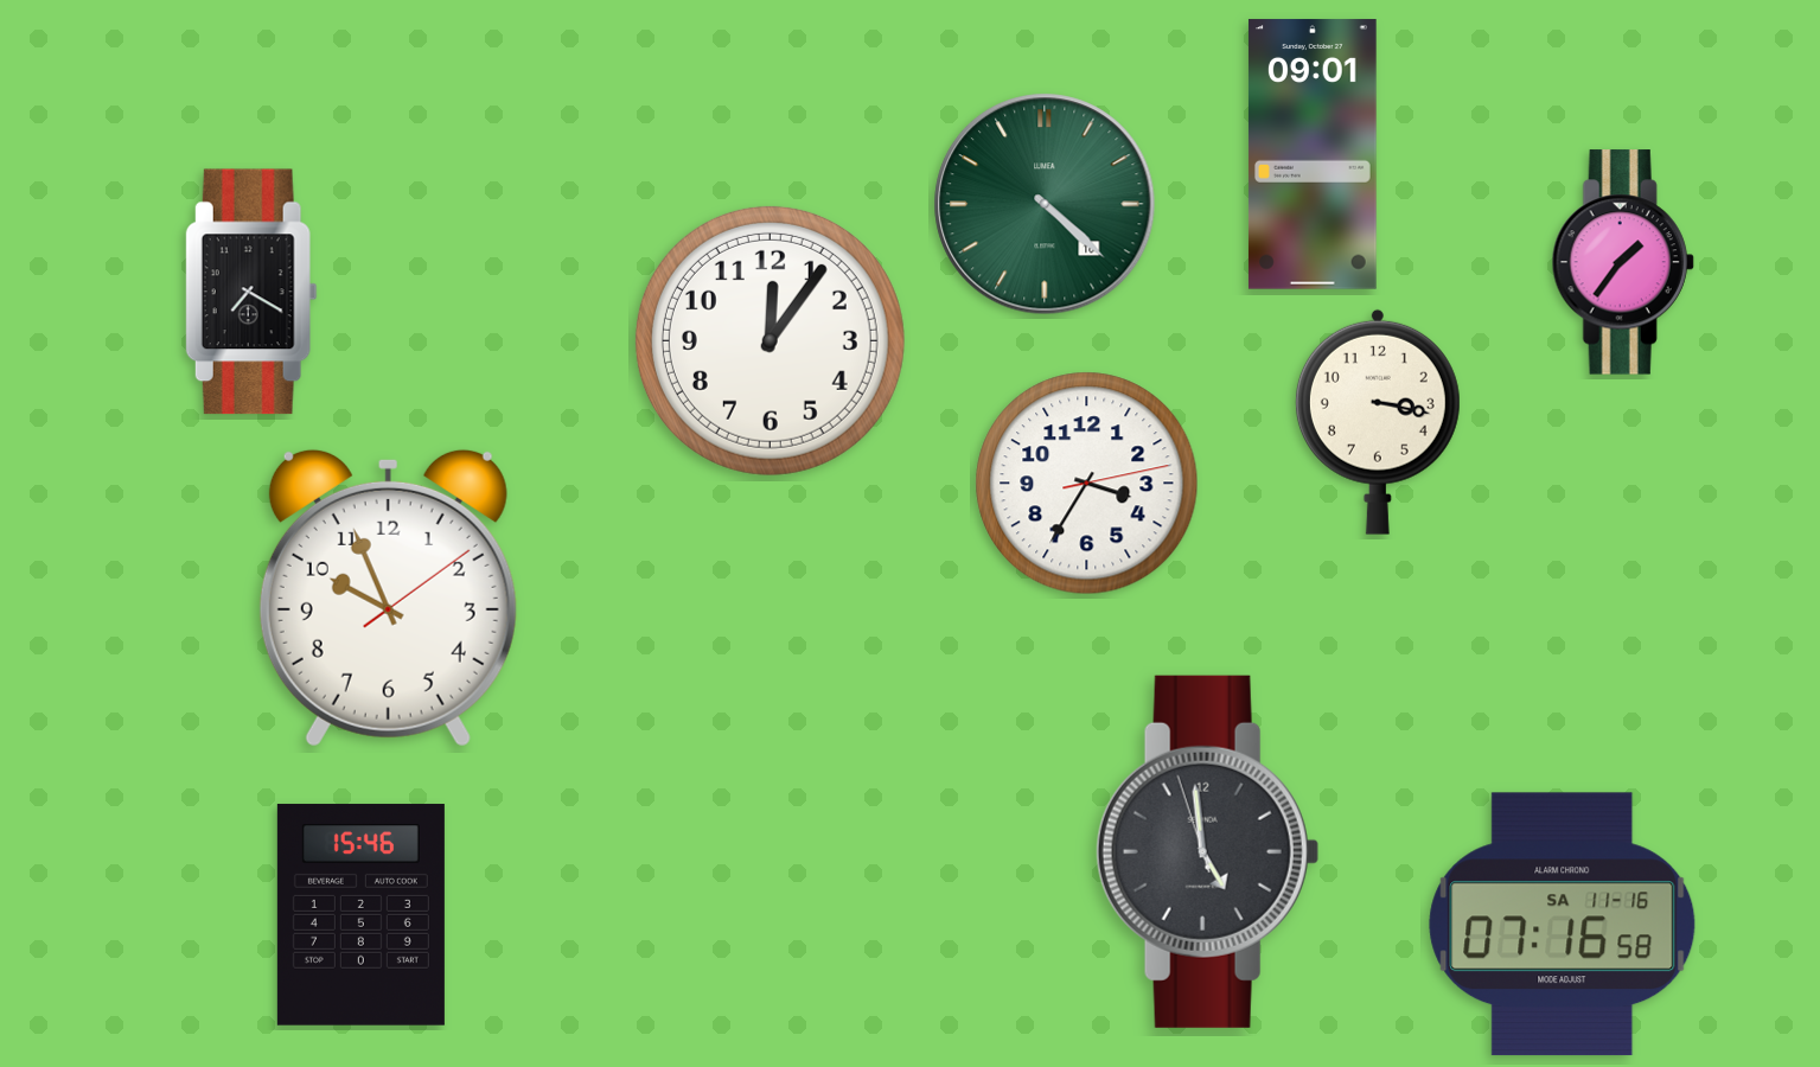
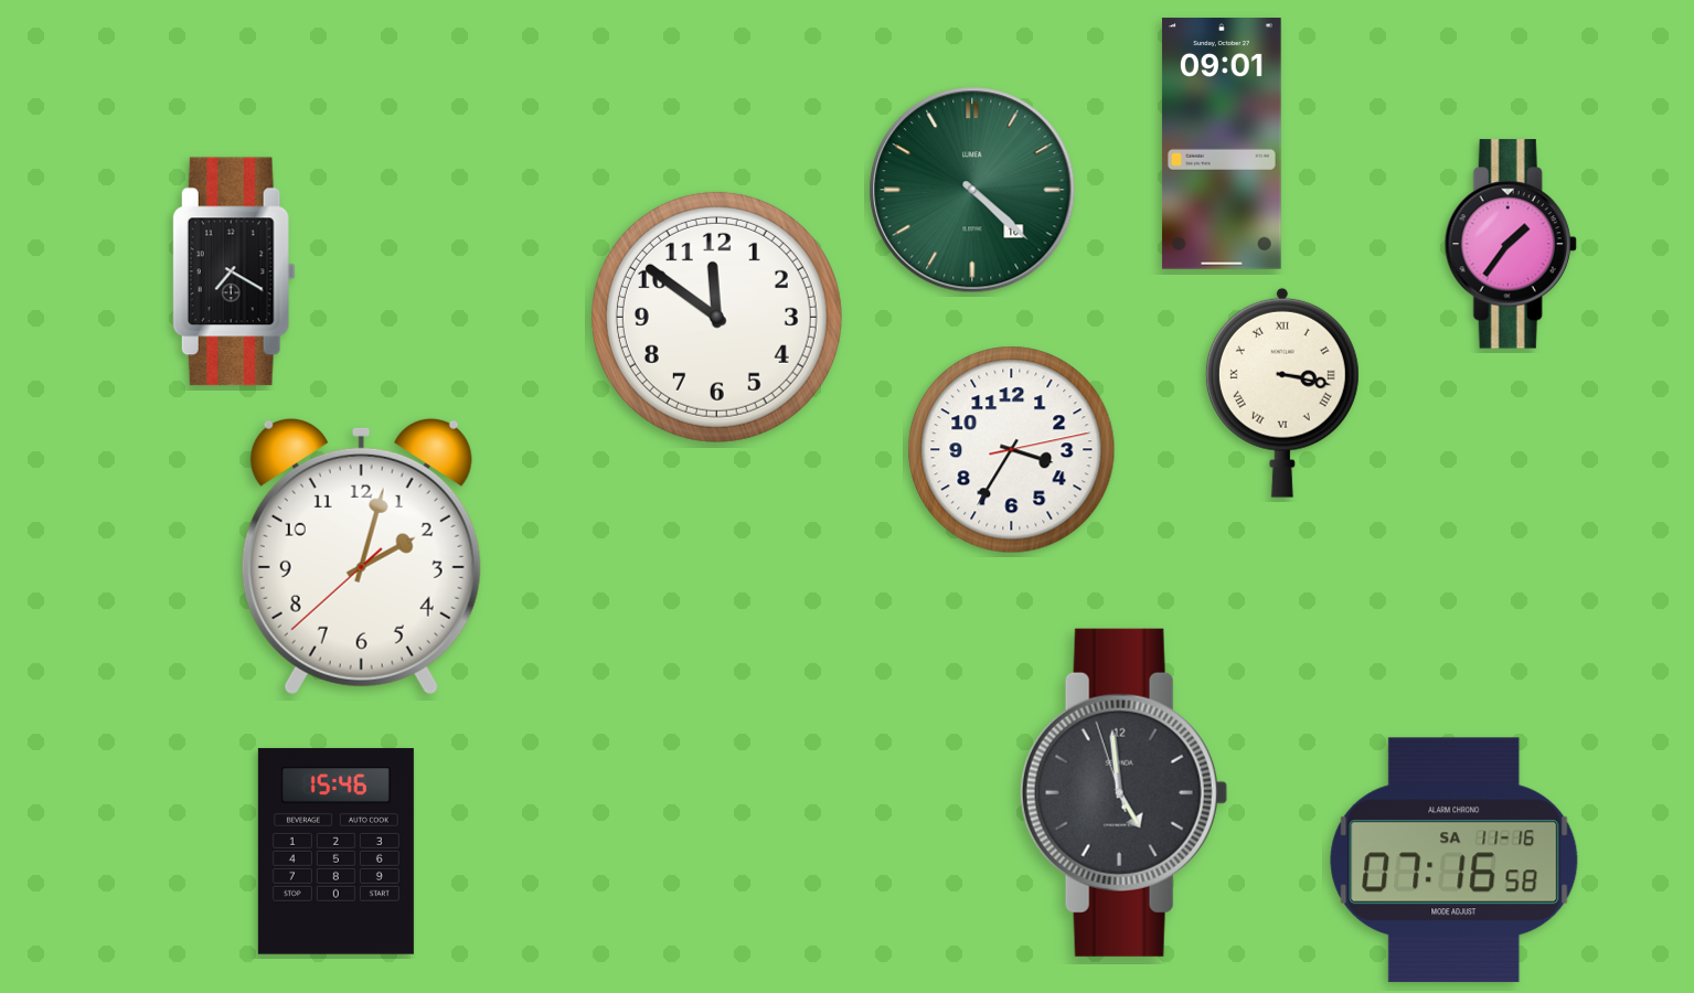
clock at (769, 340): 12:06 -> 11:51
clock at (1378, 422) numerals: Arabic -> Roman
clock at (388, 598): 9:56 -> 2:02
